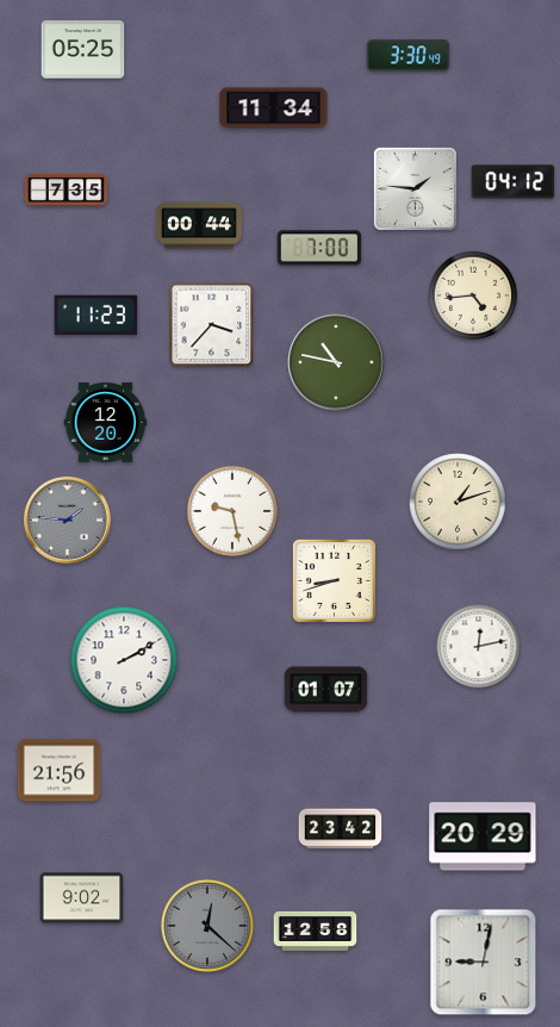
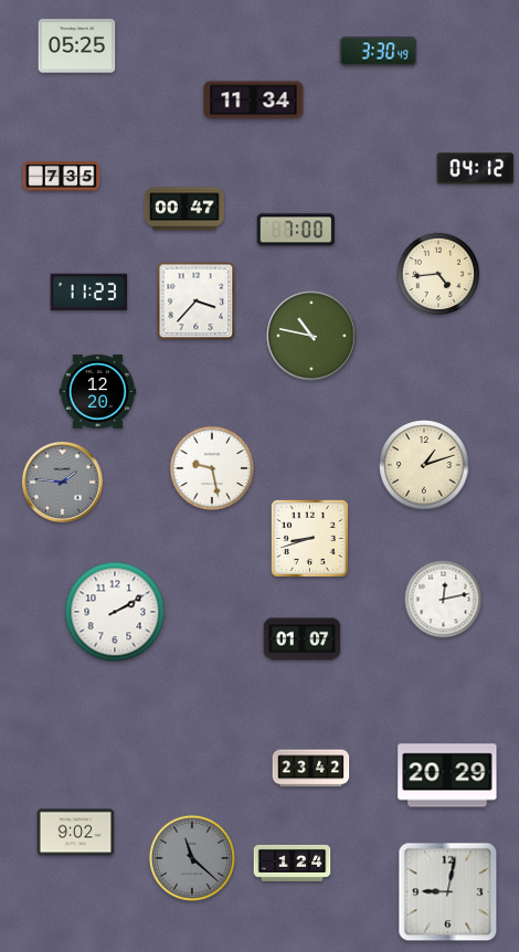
clock at (415, 188): 1:46 -> none
clock at (199, 225): 00:44 -> 00:47
clock at (231, 510) position: (231, 510) -> (211, 467)
clock at (60, 771): 21:56 -> none
clock at (341, 829) position: (341, 829) -> (311, 769)
clock at (207, 926): 12:22 -> 11:22
clock at (316, 930): 12:58 -> 1:24
